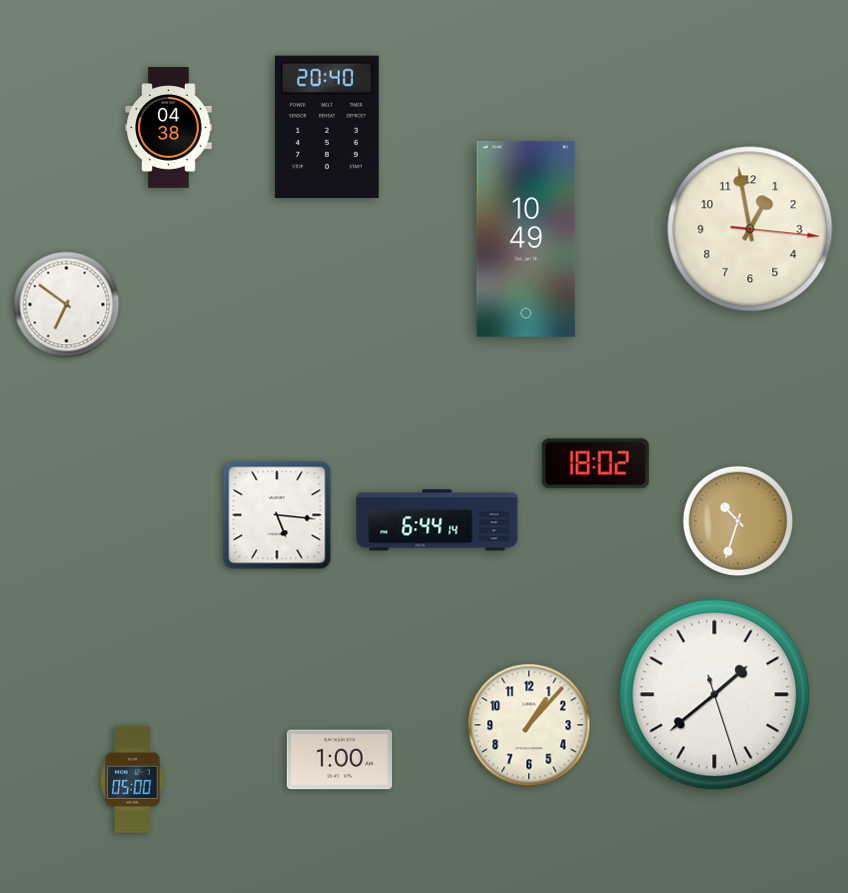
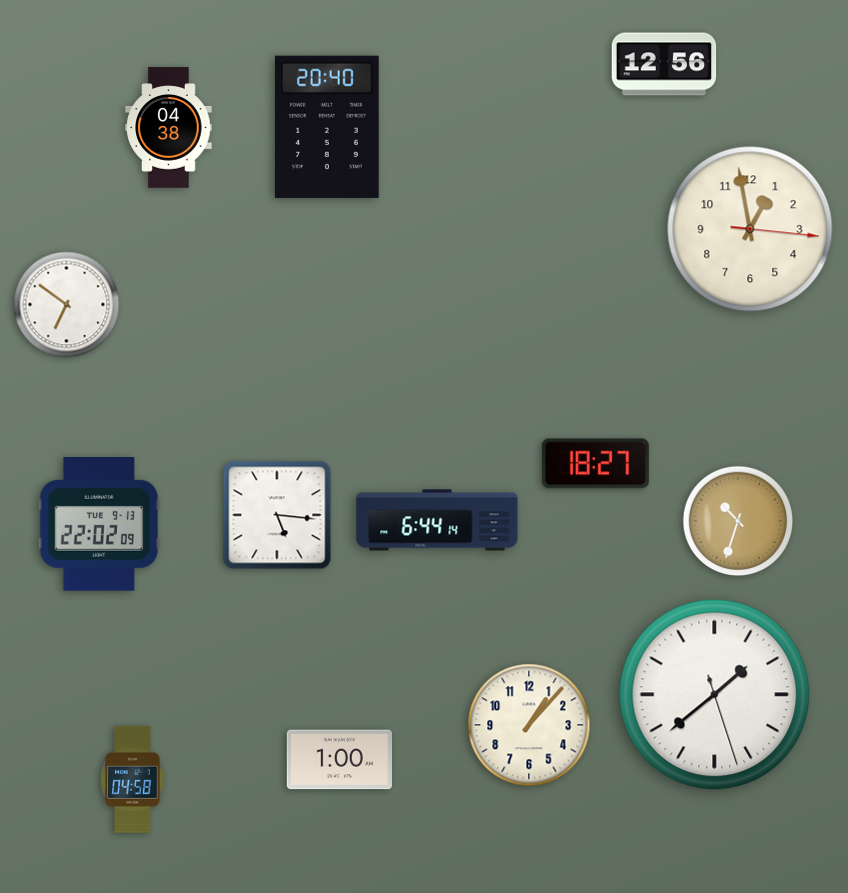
clock at (664, 64): none -> 12:56
clock at (526, 239): 10:49 -> none
clock at (595, 464): 18:02 -> 18:27
clock at (98, 525): none -> 22:02
clock at (133, 779): 05:00 -> 04:58
